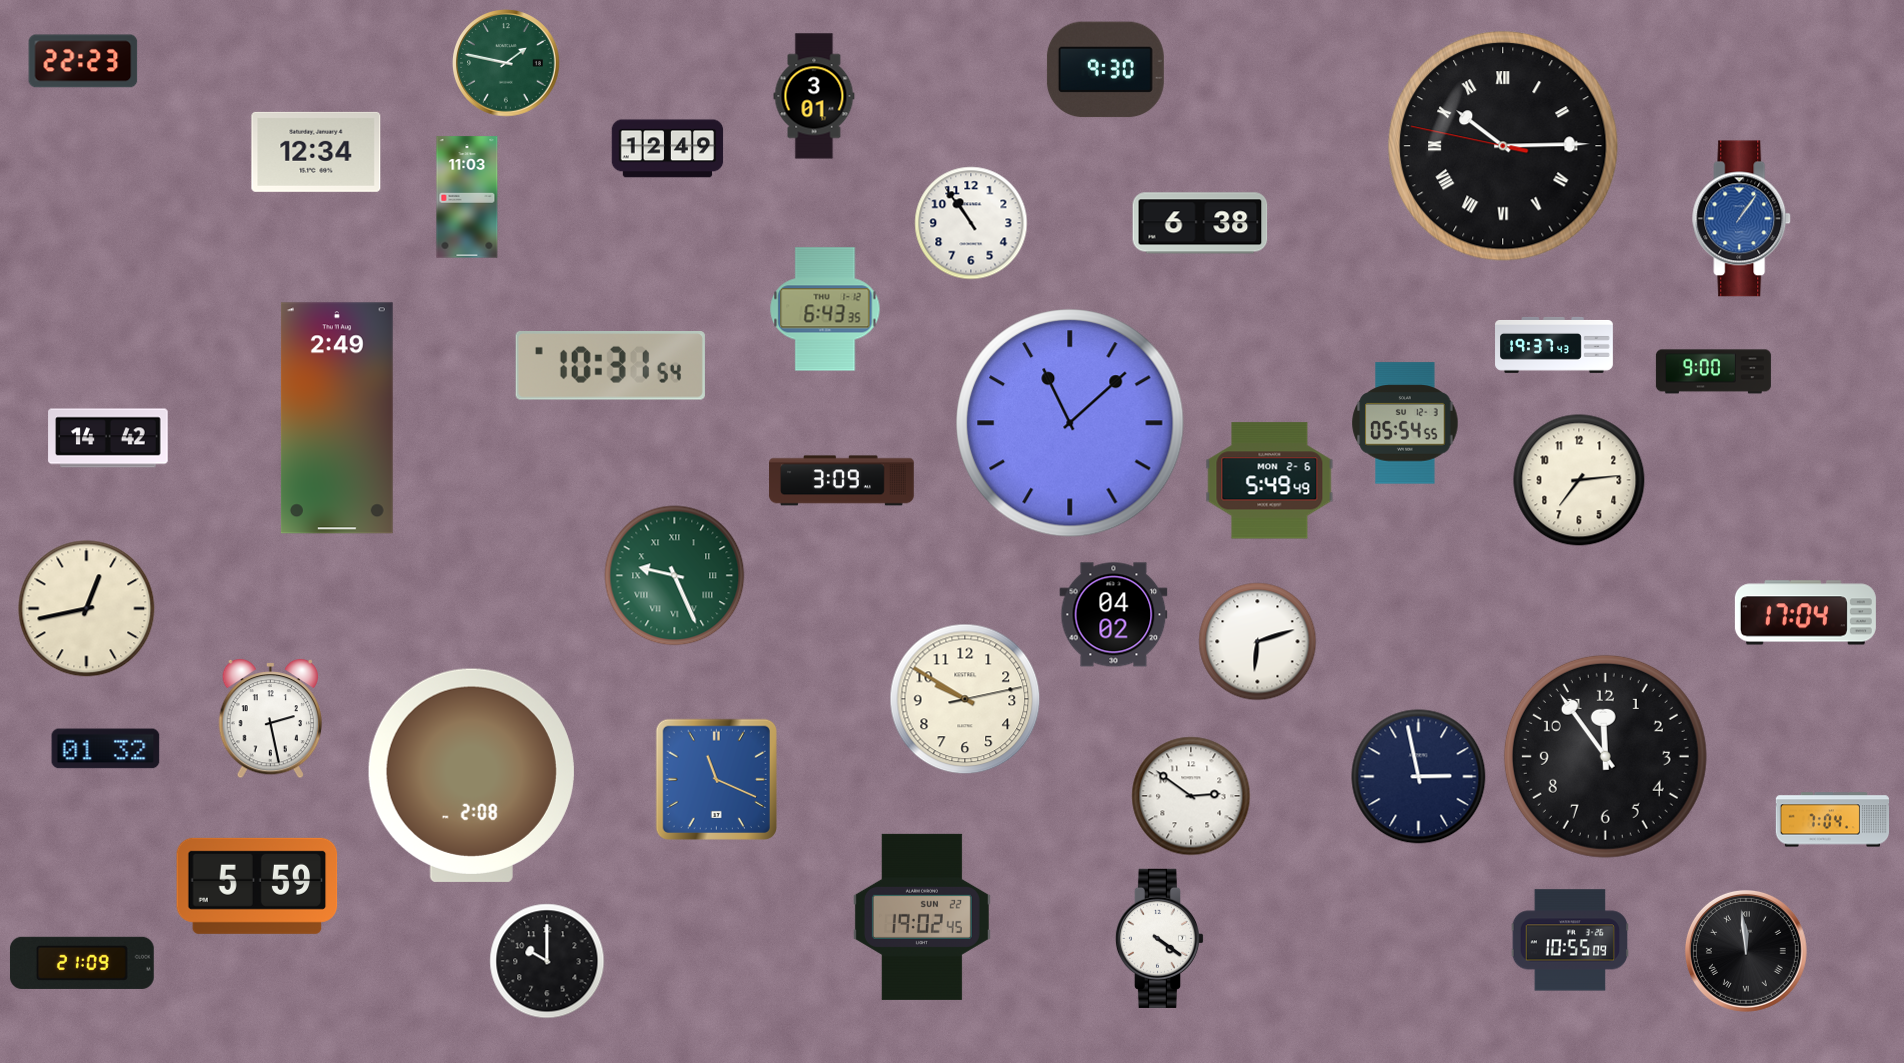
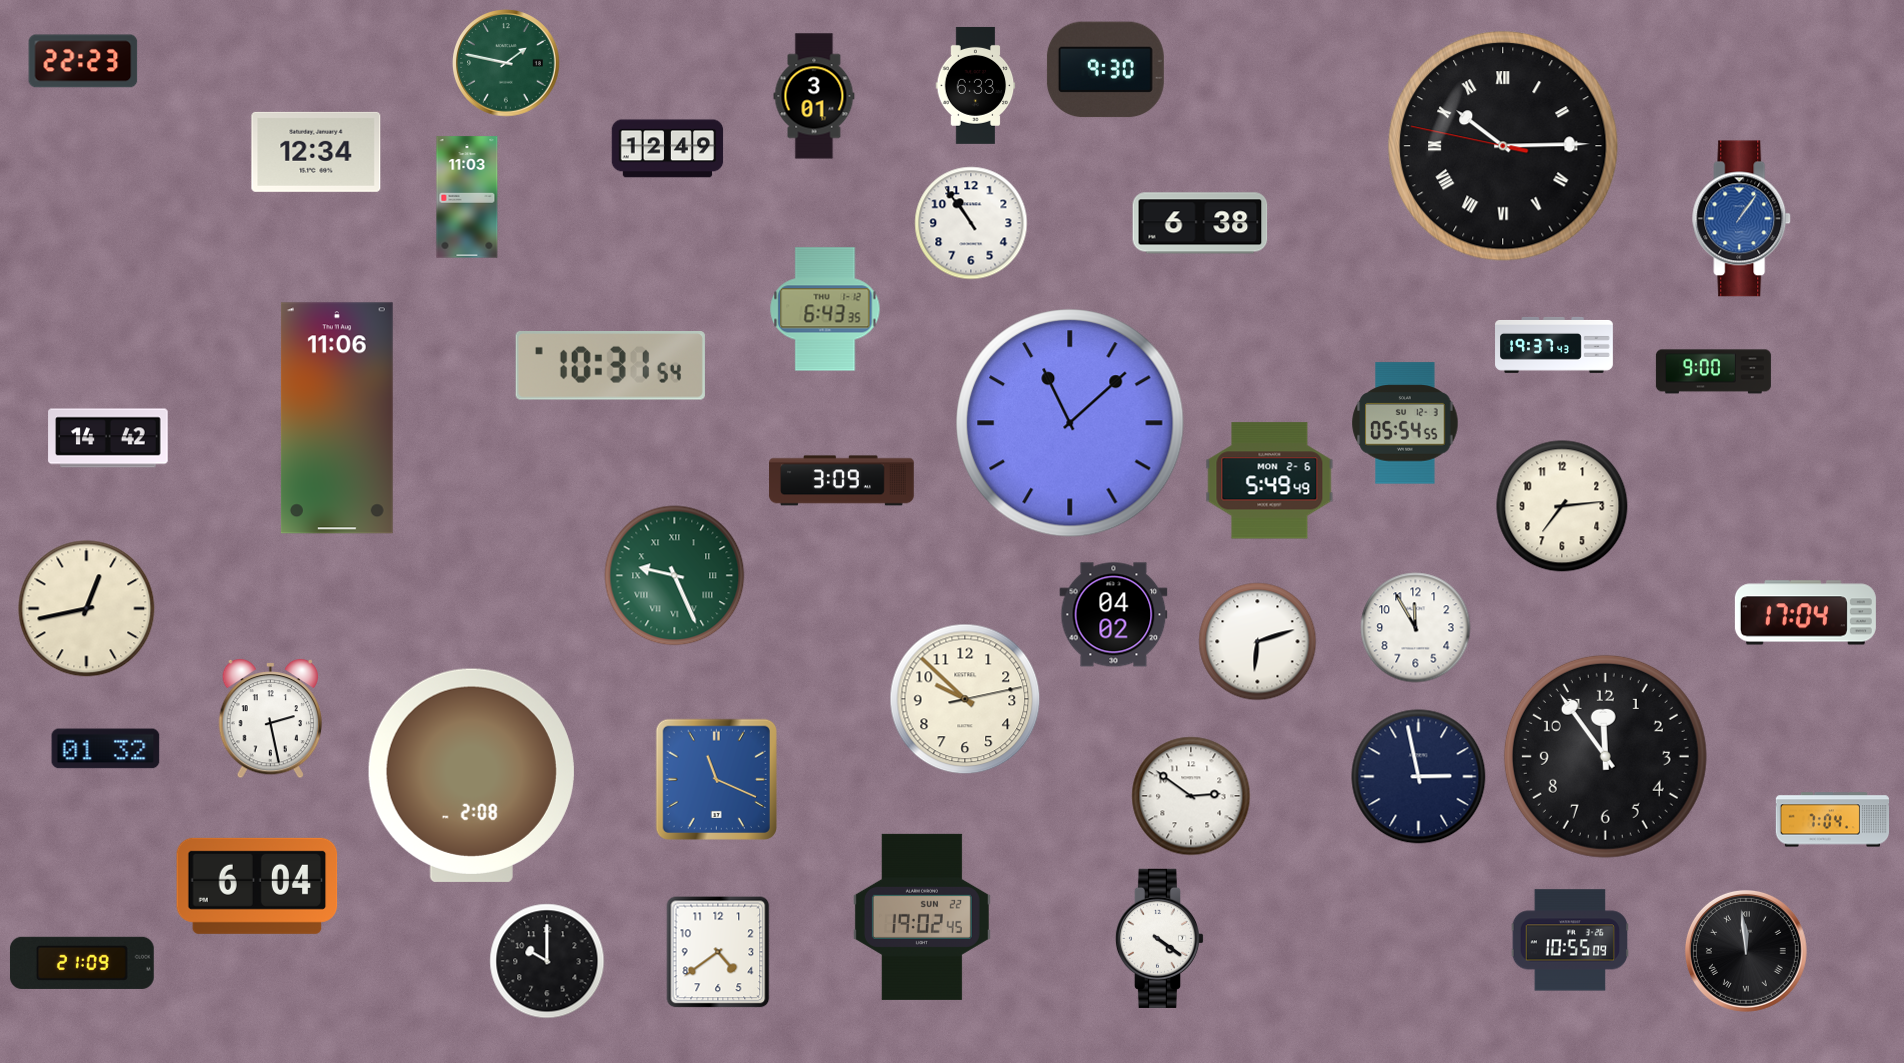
clock at (976, 85): none -> 6:33
clock at (337, 418): 2:49 -> 11:06
clock at (1579, 480) position: (1579, 480) -> (1562, 506)
clock at (1416, 628): none -> 11:55
clock at (965, 699): 9:50 -> 9:52
clock at (257, 886): 5:59 -> 6:04
clock at (718, 952): none -> 4:39
